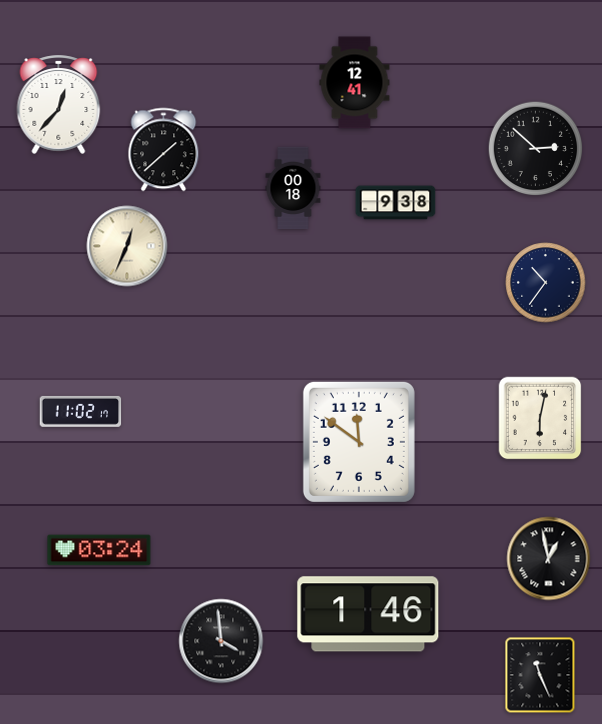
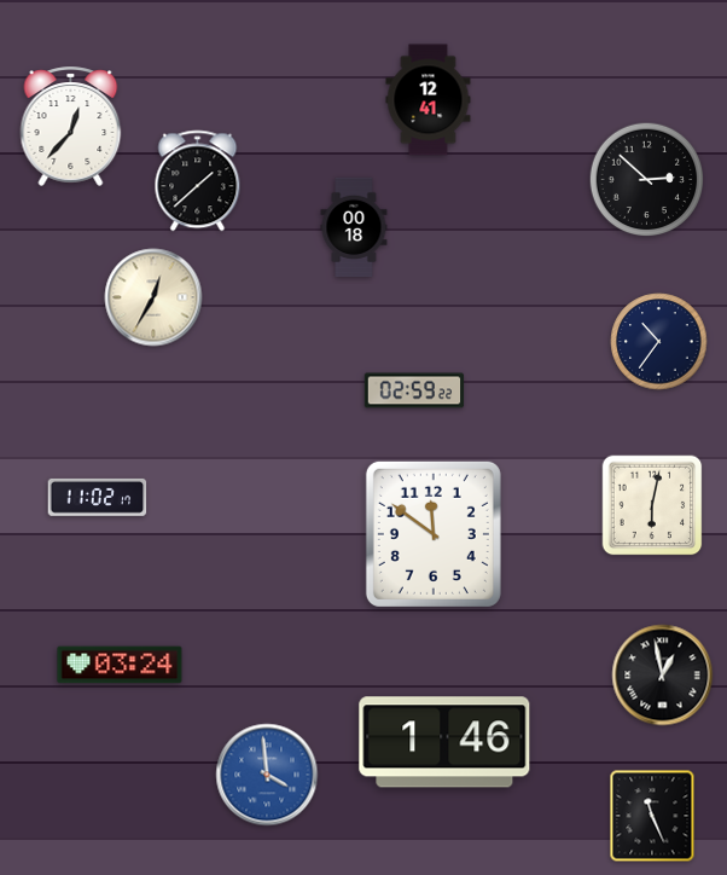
clock at (396, 203): 9:38 -> none
clock at (127, 246): 12:34 -> 12:35
clock at (414, 390): none -> 02:59
clock at (221, 641) dial: black -> blue
